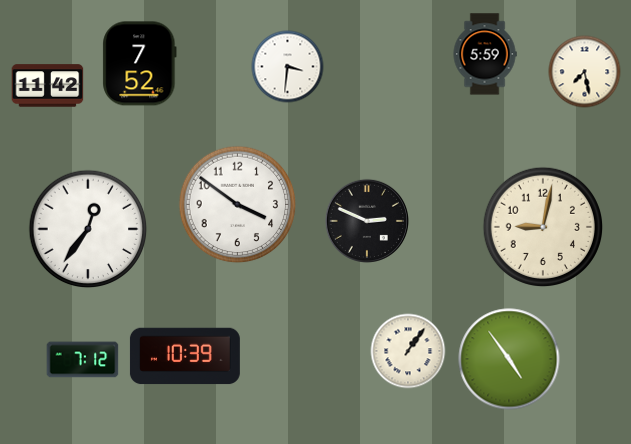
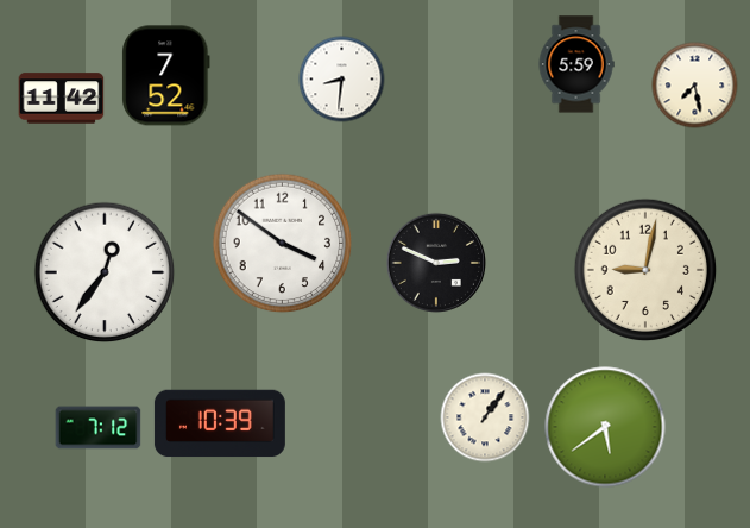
clock at (288, 67): 3:31 -> 8:31
clock at (48, 86) position: (48, 86) -> (62, 99)
clock at (509, 359): 4:54 -> 5:39
